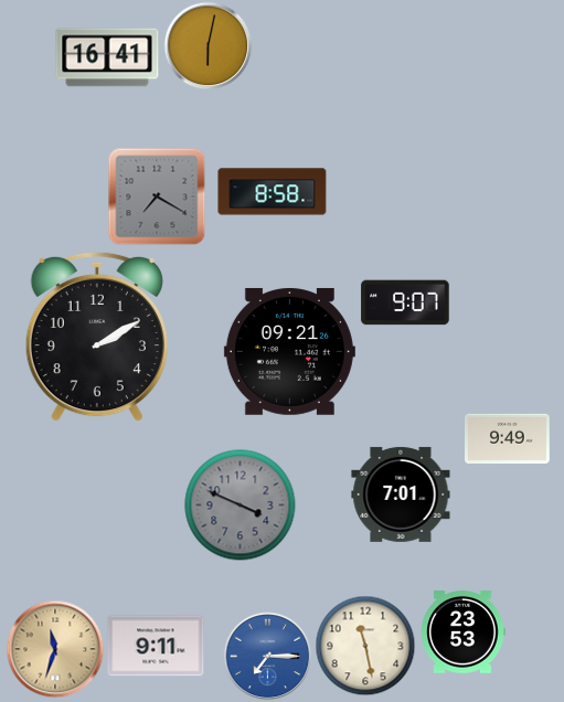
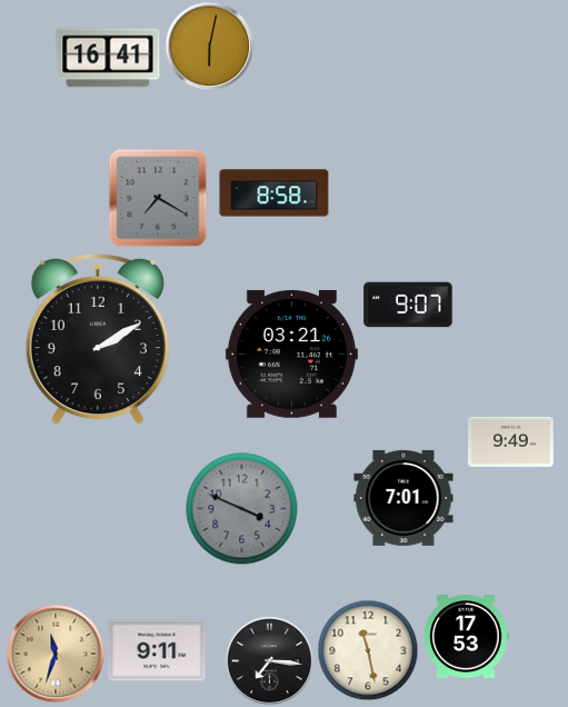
clock at (289, 351): 09:21 -> 03:21
clock at (462, 632): 23:53 -> 17:53
clock at (267, 656): 7:15 -> 7:16
clock at (267, 656) dial: blue -> black
